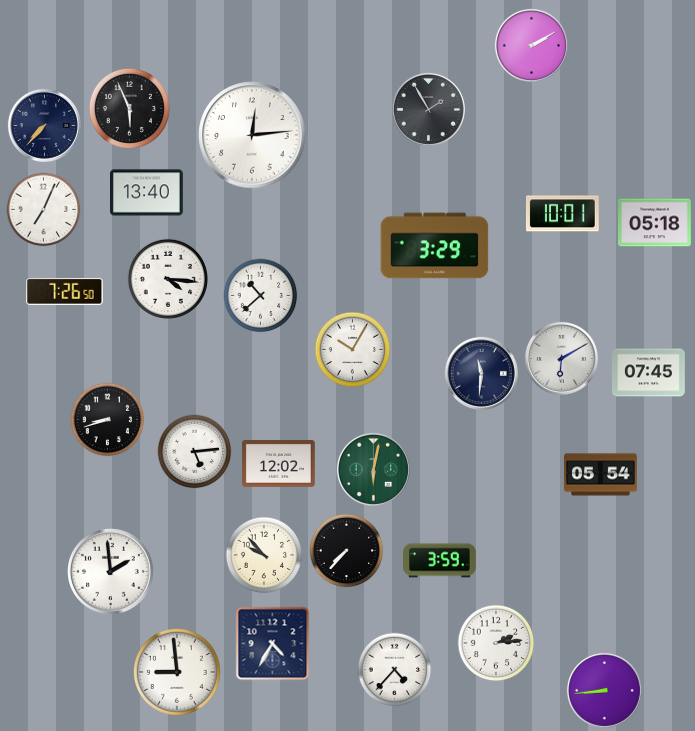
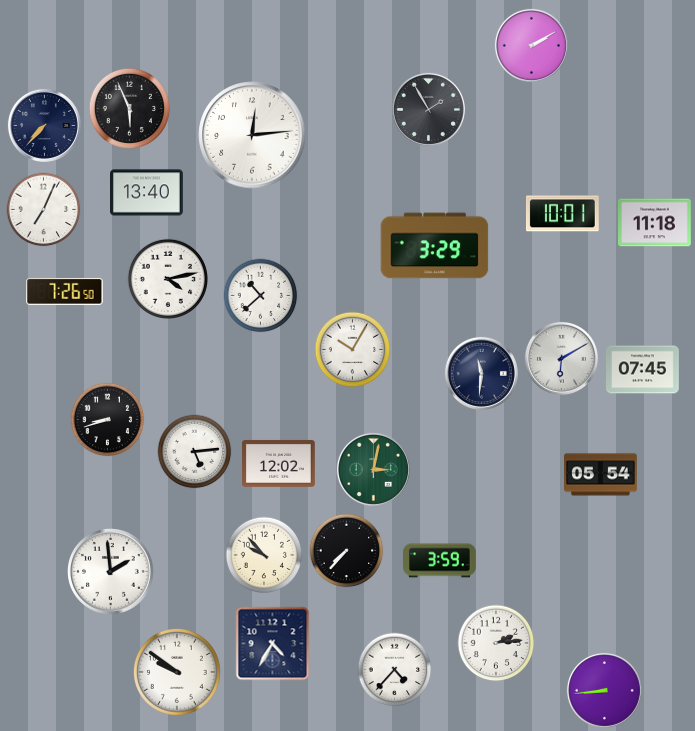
clock at (655, 223): 05:18 -> 11:18
clock at (168, 279): 4:16 -> 4:13
clock at (649, 373) position: (649, 373) -> (643, 370)
clock at (373, 469): 6:02 -> 3:02
clock at (177, 672): 8:59 -> 9:51
